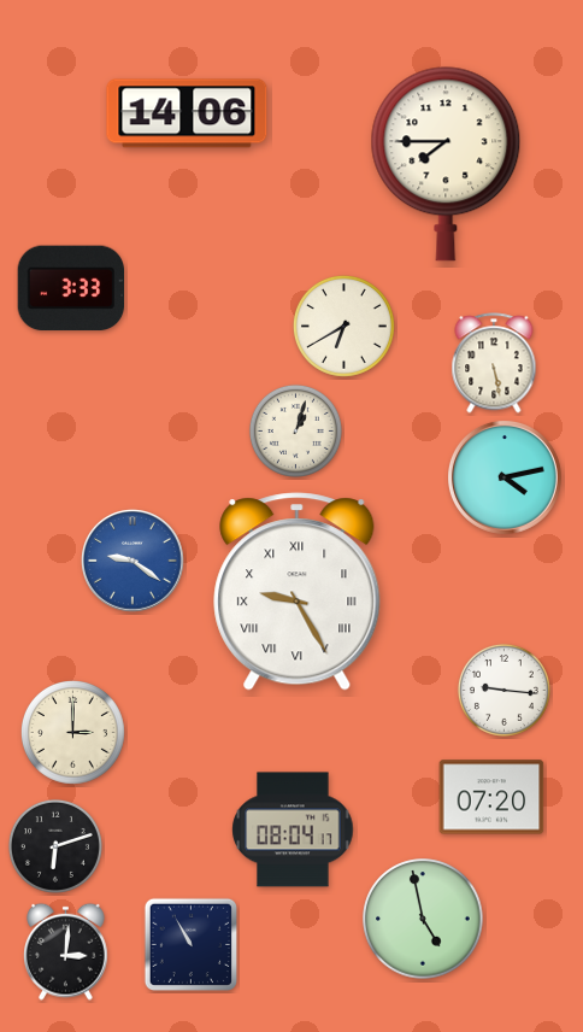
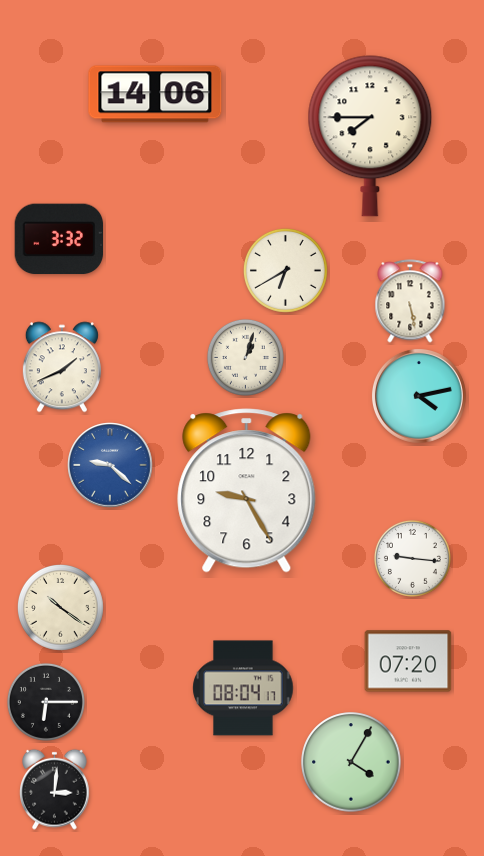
clock at (71, 288): 3:33 -> 3:32
clock at (62, 367): none -> 1:41
clock at (132, 561): 9:21 -> 9:22
clock at (298, 592) numerals: Roman -> Arabic
clock at (503, 690) position: (503, 690) -> (412, 558)
clock at (72, 732): 3:00 -> 10:21
clock at (55, 846): 6:12 -> 6:15
clock at (423, 919): 4:58 -> 4:05
clock at (190, 944): 10:55 -> none
